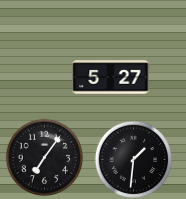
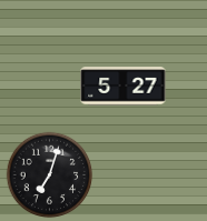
clock at (44, 157): 7:06 -> 7:03
clock at (133, 159): 1:31 -> none
